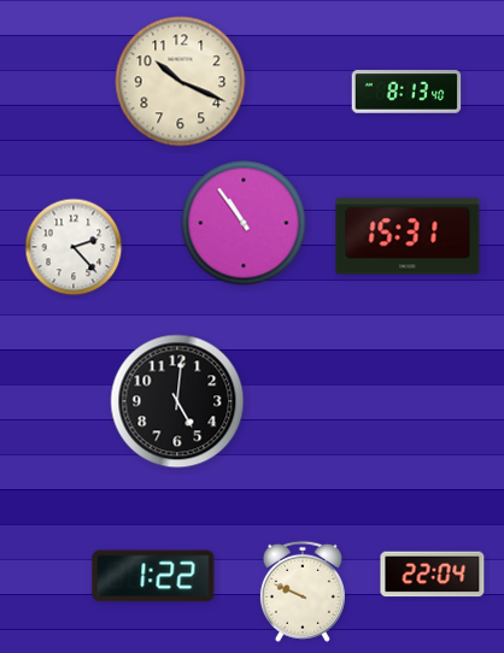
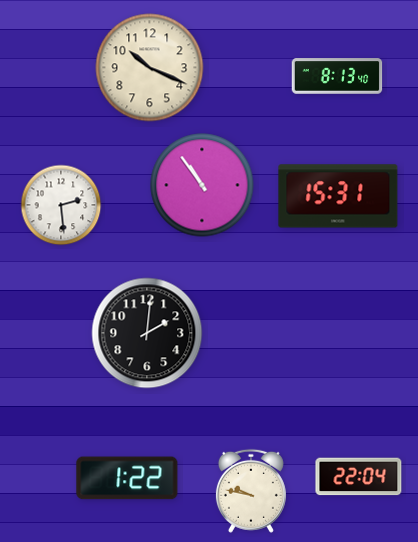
clock at (74, 247): 2:23 -> 2:29
clock at (177, 401): 5:01 -> 2:01
clock at (303, 592): 9:49 -> 9:47
